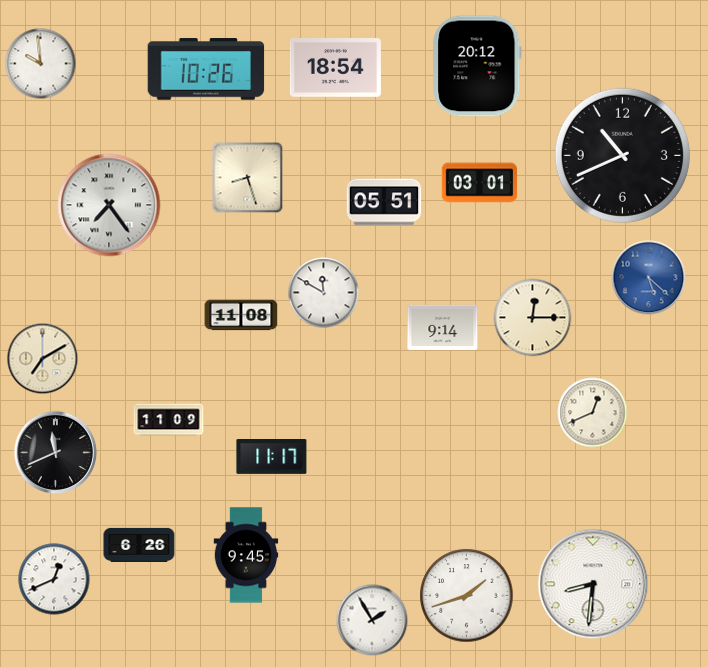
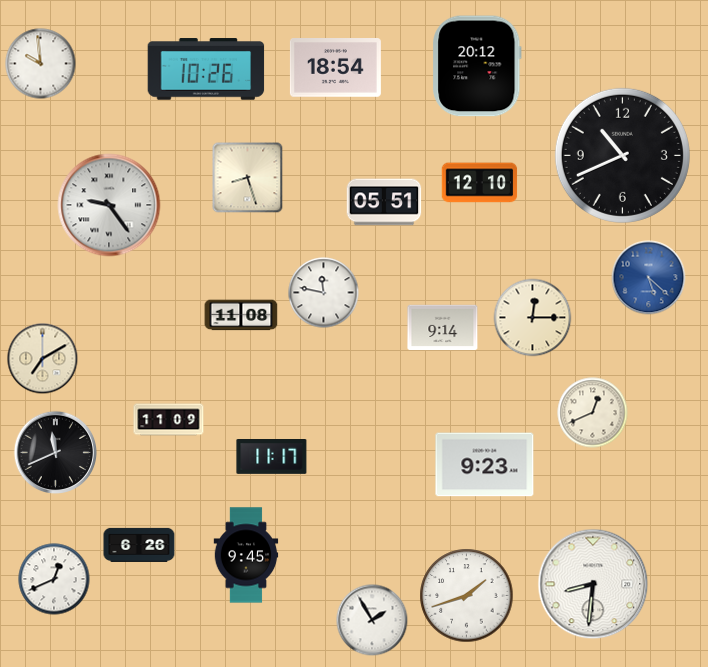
clock at (480, 183): 03:01 -> 12:10
clock at (109, 205): 7:24 -> 9:24
clock at (324, 293): 11:50 -> 11:47
clock at (485, 465): none -> 9:23
